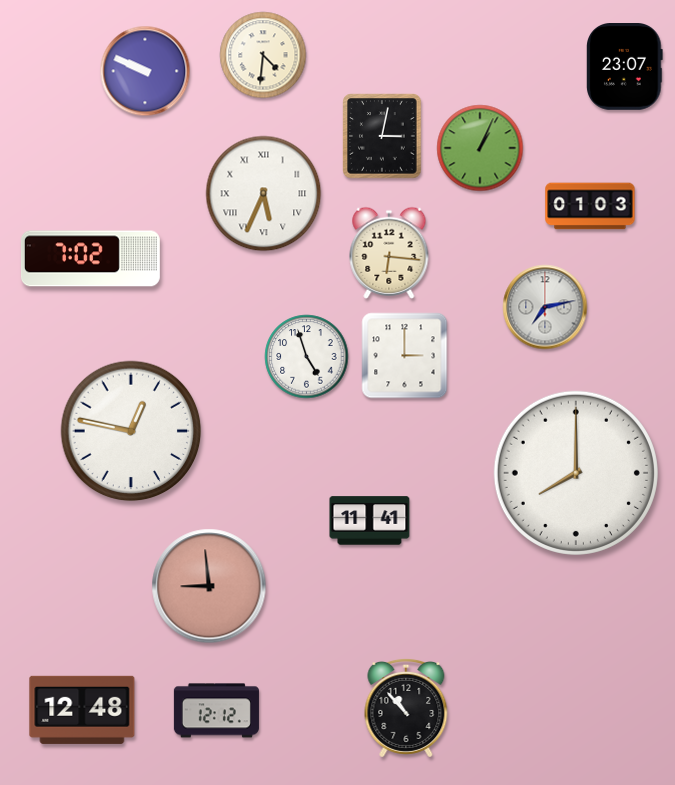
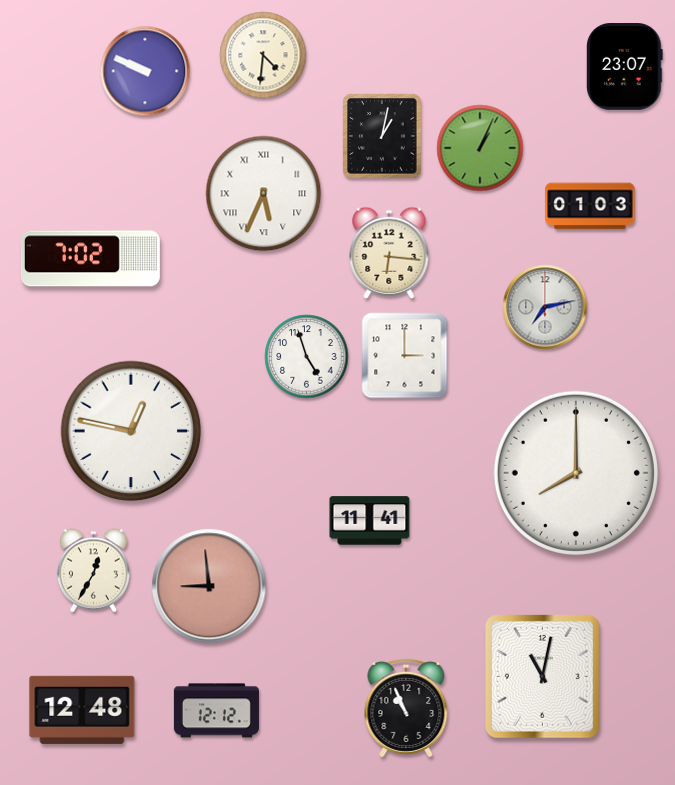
clock at (382, 136): 3:02 -> 1:02
clock at (93, 571): none -> 12:35
clock at (542, 677): none -> 11:02
clock at (406, 708): 10:53 -> 10:56
